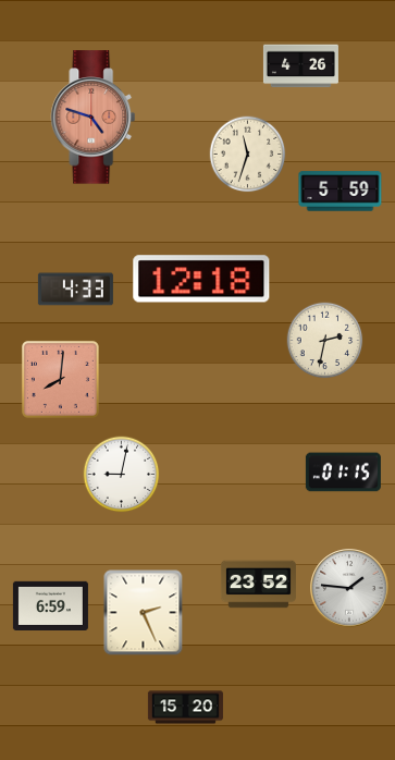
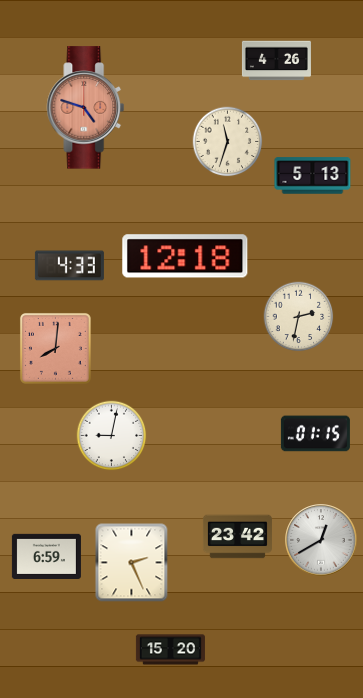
clock at (341, 192): 5:59 -> 5:13
clock at (325, 341) position: (325, 341) -> (299, 317)
clock at (258, 585): 23:52 -> 23:42
clock at (349, 588): 1:46 -> 12:40
